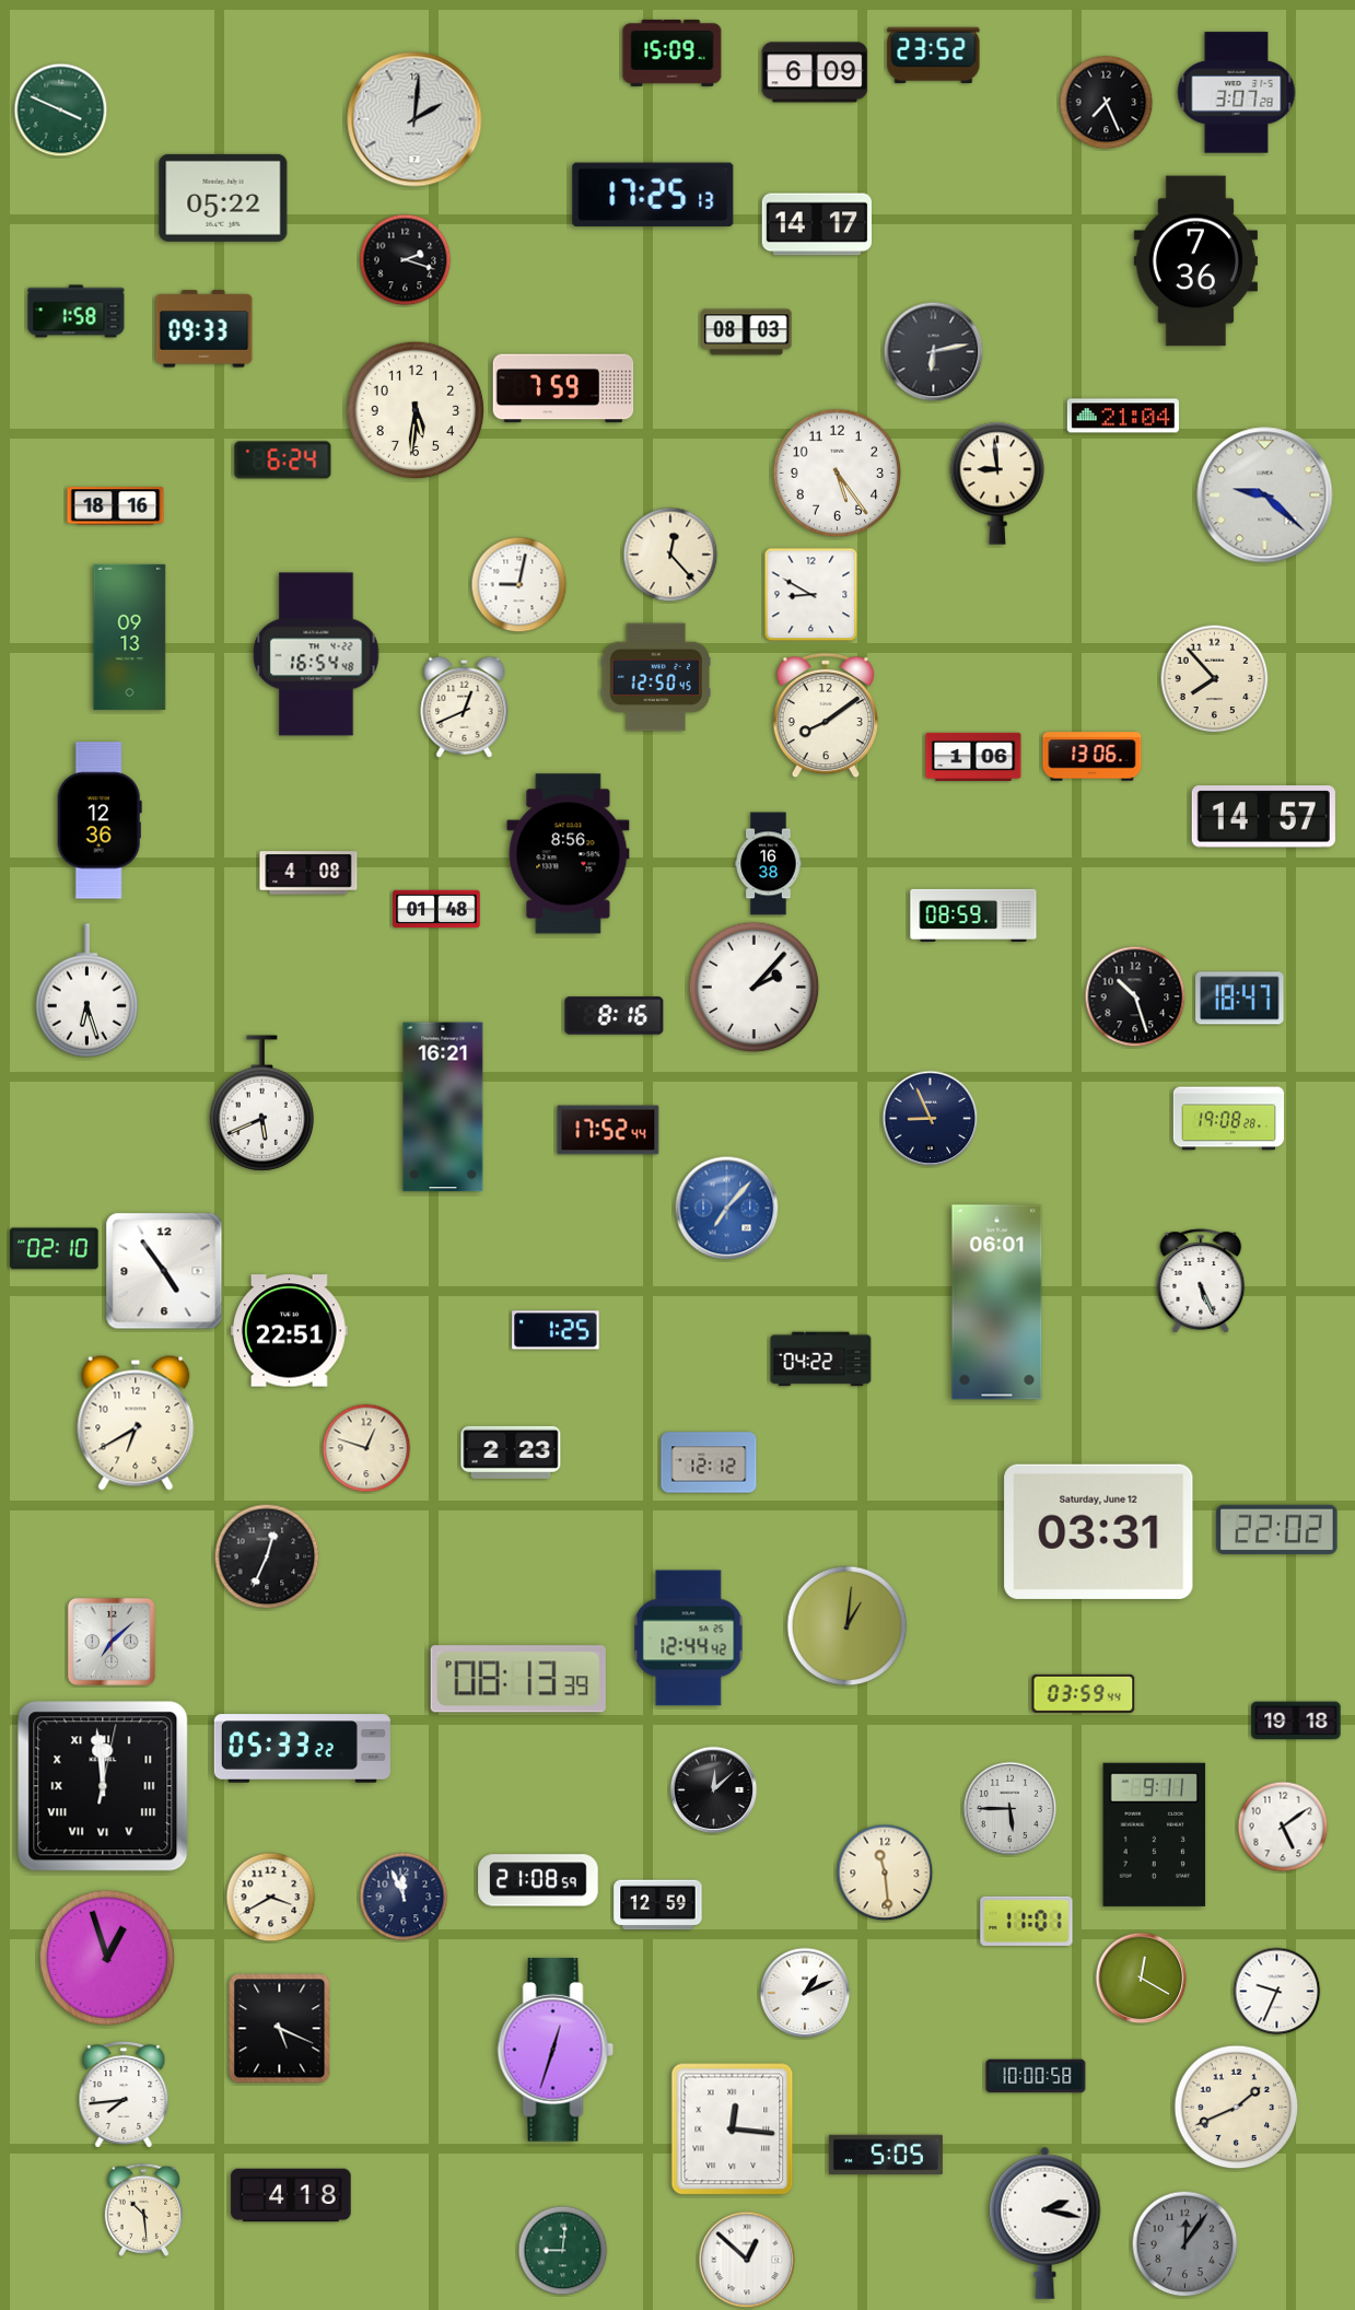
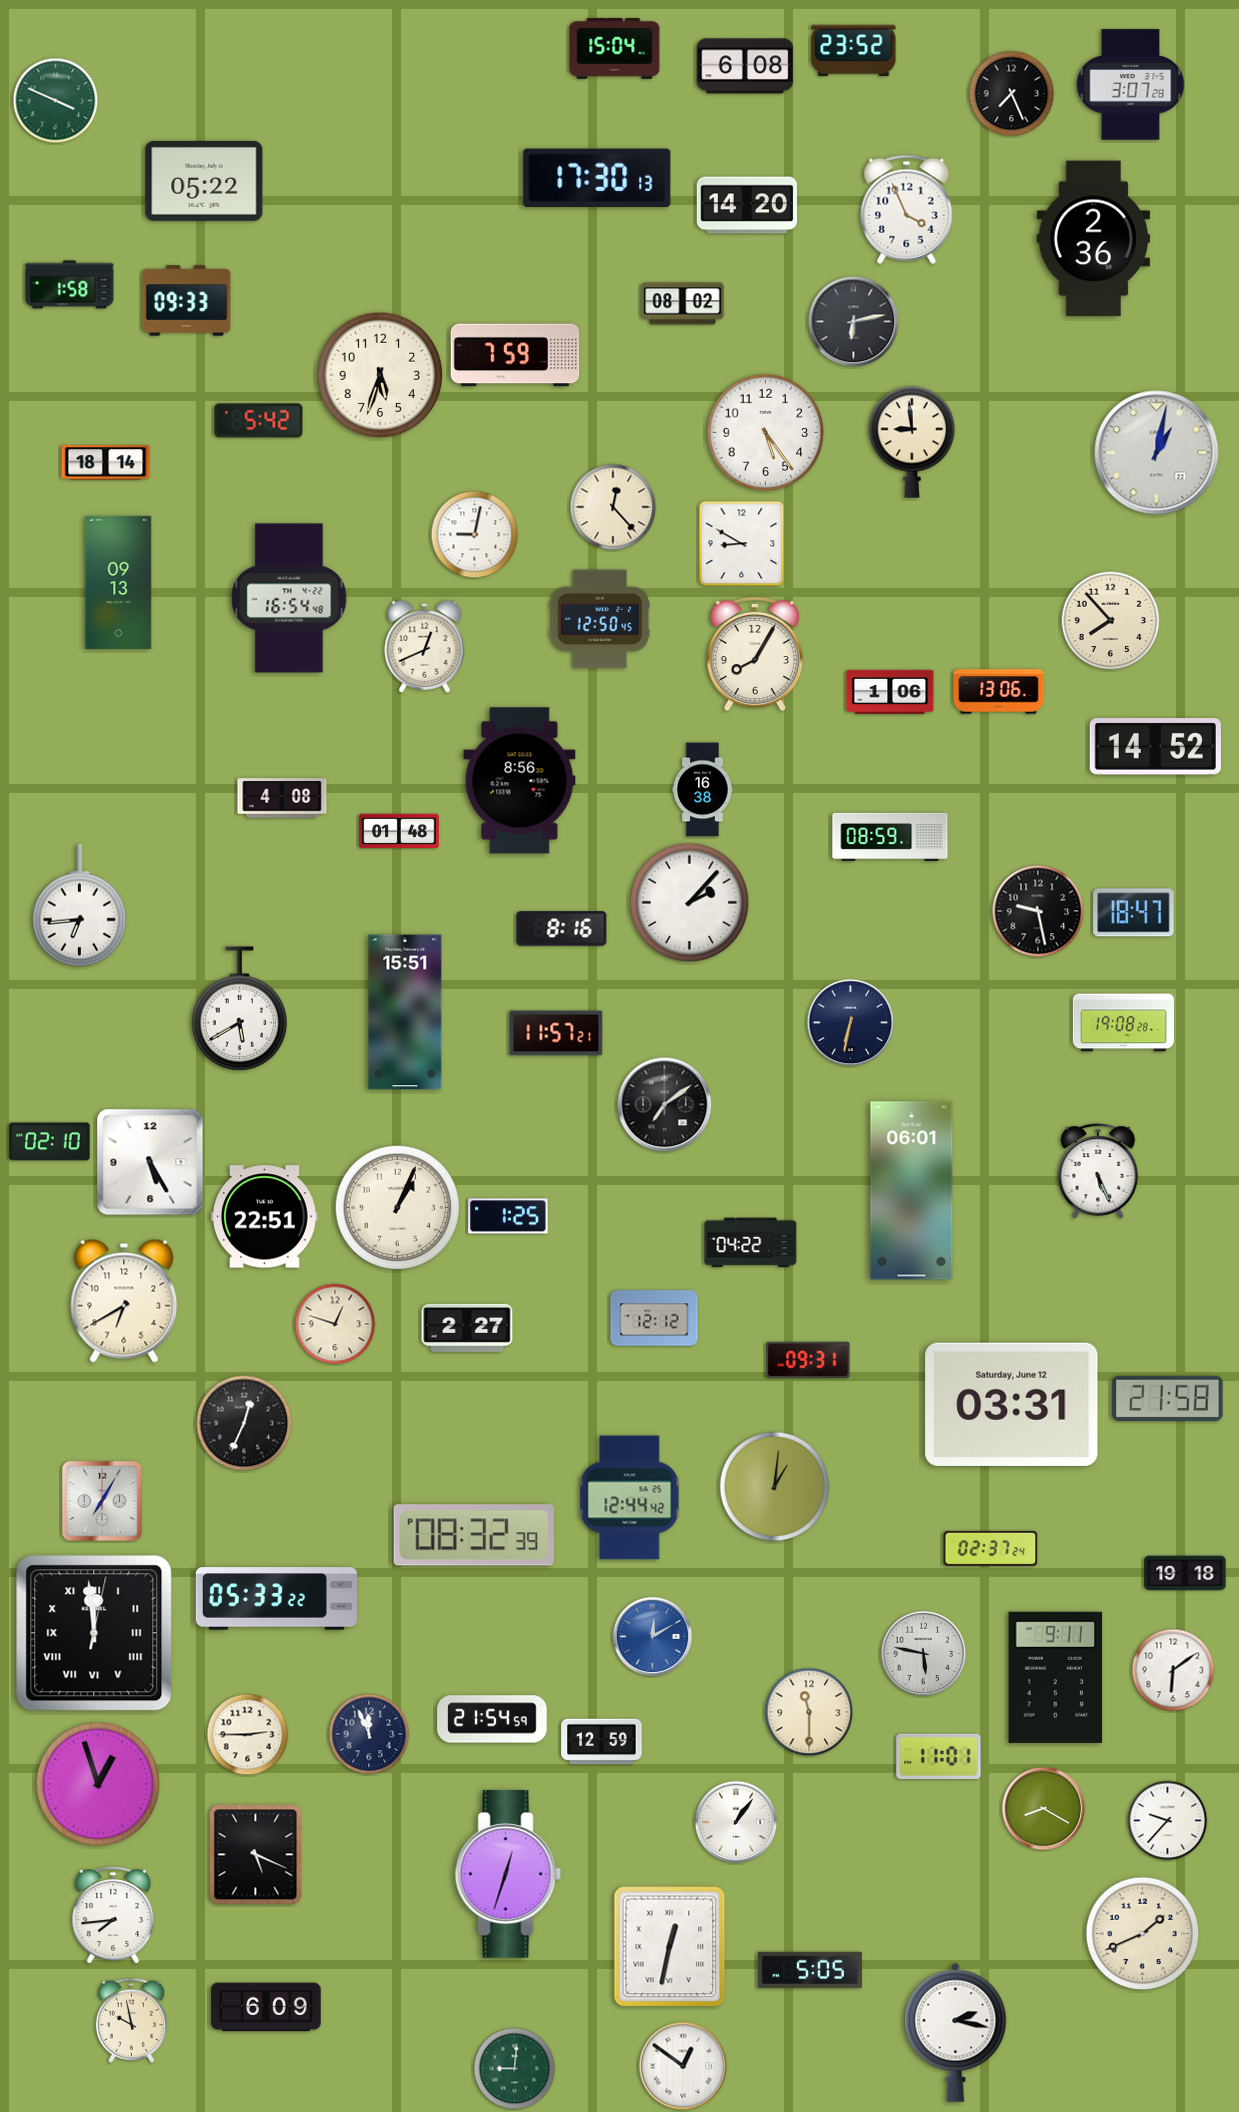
clock at (673, 52): 15:09 -> 15:04
clock at (815, 72): 6:09 -> 6:08
clock at (414, 119): 2:01 -> none
clock at (653, 195): 17:25 -> 17:30
clock at (816, 224): 14:17 -> 14:20
clock at (907, 209): none -> 3:56
clock at (406, 260): 2:18 -> none
clock at (1195, 261): 7:36 -> 2:36
clock at (747, 332): 08:03 -> 08:02
clock at (416, 410): 5:31 -> 5:33
clock at (1123, 416): 21:04 -> none
clock at (283, 460): 6:24 -> 5:42
clock at (1265, 495): 9:22 -> 1:02
clock at (116, 506): 18:16 -> 18:14
clock at (826, 715): 8:09 -> 8:05
clock at (1263, 817): 14:57 -> 14:52
clock at (100, 820): 12:36 -> none
clock at (86, 991): 6:27 -> 6:44
clock at (1135, 996): 10:27 -> 9:28
clock at (261, 1104): 5:41 -> 5:40
clock at (443, 1107): 16:21 -> 15:51
clock at (931, 1119): 8:56 -> 6:32
clock at (608, 1130): 17:52 -> 11:57
clock at (727, 1209): 7:07 -> 7:09
clock at (727, 1209) dial: blue -> black
clock at (164, 1271): 4:54 -> 5:25
clock at (398, 1208): none -> 1:04
clock at (511, 1452): 2:23 -> 2:27
clock at (709, 1462) position: (709, 1462) -> (654, 1318)
clock at (808, 1360): none -> 09:31
clock at (1277, 1529): 22:02 -> 21:58
clock at (1099, 1531) position: (1099, 1531) -> (1012, 1404)
clock at (112, 1642): 7:08 -> 7:05
clock at (518, 1679): 08:13 -> 08:32
clock at (1084, 1693): 03:59 -> 02:37
clock at (714, 1790): 12:08 -> 12:10
clock at (714, 1790) dial: black -> blue
clock at (1011, 1809): 5:45 -> 5:47
clock at (1283, 1827): 5:09 -> 6:09
clock at (885, 1872): 11:29 -> 11:30
clock at (538, 1880): 21:08 -> 21:54
clock at (271, 1898): 3:40 -> 2:45
clock at (107, 1958) position: (107, 1958) -> (98, 1784)
clock at (1142, 1979): 12:20 -> 8:20
clock at (1277, 1992): 9:34 -> 9:37
clock at (805, 1993): 1:11 -> 1:06
clock at (1036, 2076): 10:00 -> none
clock at (1237, 2108) position: (1237, 2108) -> (1143, 1934)
clock at (733, 2130): 12:16 -> 12:32
clock at (291, 2195): 4:18 -> 6:09
clock at (144, 2209): 10:29 -> 9:58
clock at (1185, 2244): 12:06 -> none
clock at (563, 2251) position: (563, 2251) -> (515, 2069)
clock at (747, 2260): 12:52 -> 12:51
